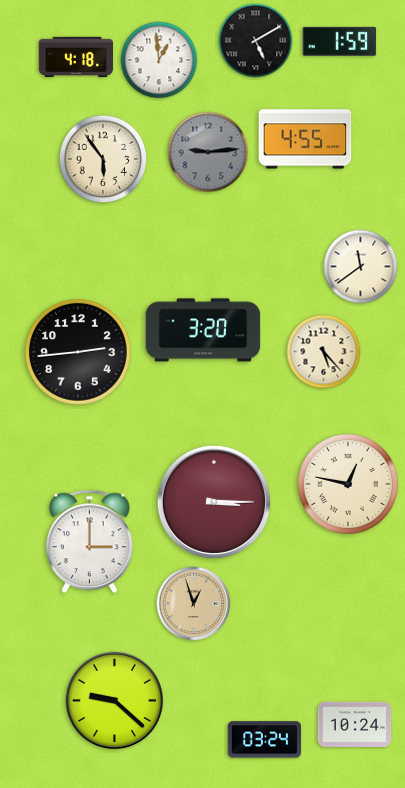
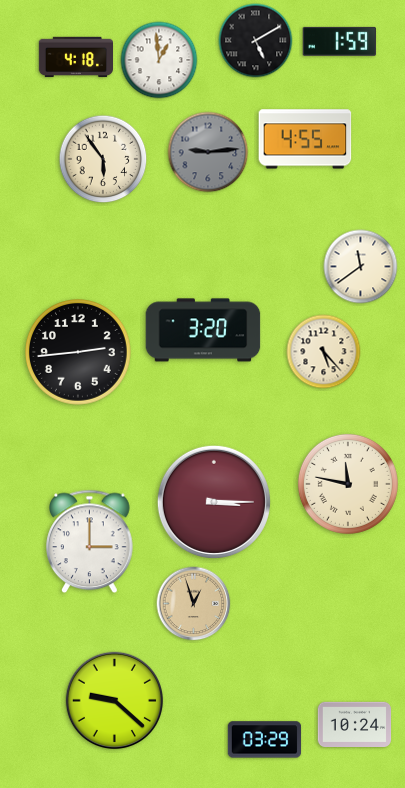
clock at (348, 484): 12:47 -> 11:47
clock at (265, 740): 03:24 -> 03:29
